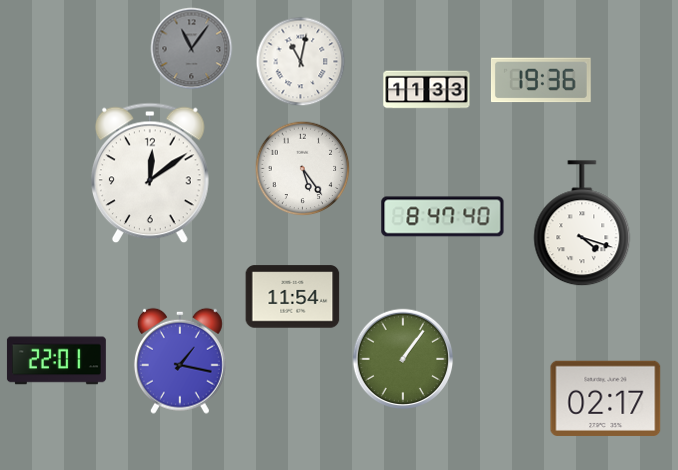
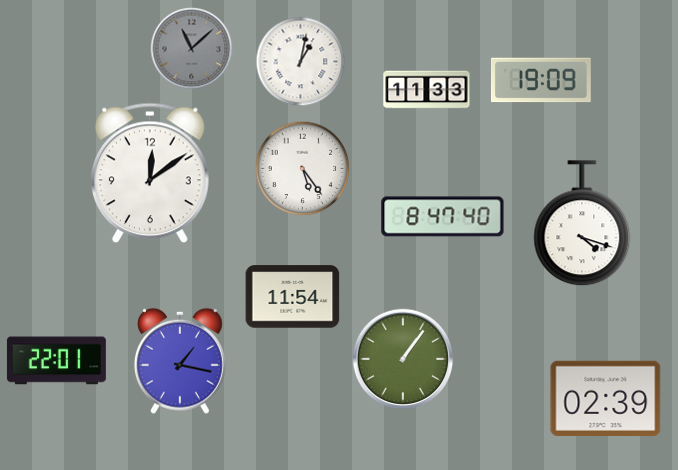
clock at (192, 49): 11:06 -> 11:08
clock at (301, 62): 11:02 -> 1:02
clock at (541, 80): 19:36 -> 19:09
clock at (606, 398): 02:17 -> 02:39
